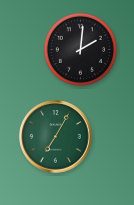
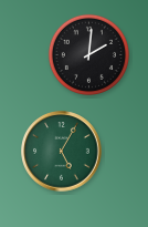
clock at (56, 137): 7:05 -> 5:05
